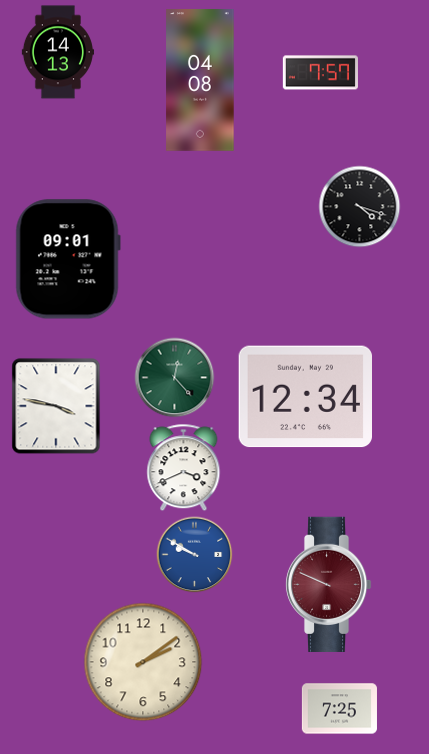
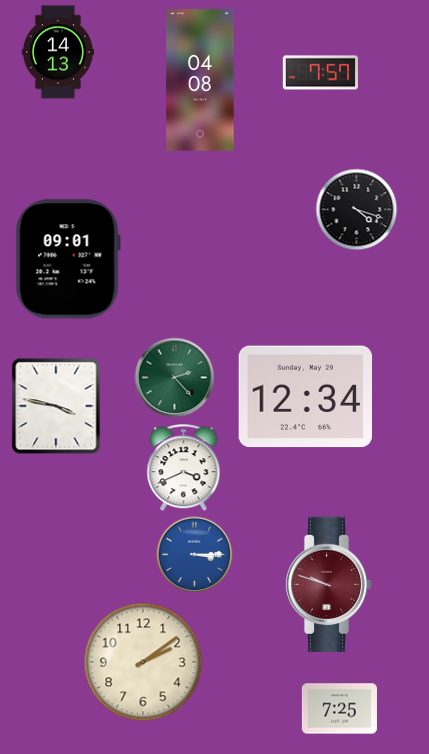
clock at (360, 207) position: (360, 207) -> (357, 210)
clock at (175, 378): 12:23 -> 2:23
clock at (195, 555): 9:50 -> 3:15
clock at (328, 584): 9:49 -> 9:48
